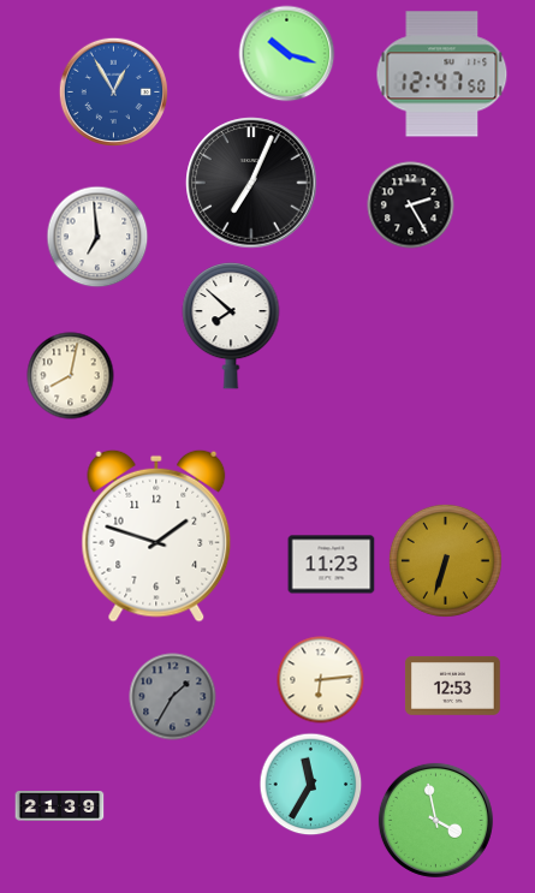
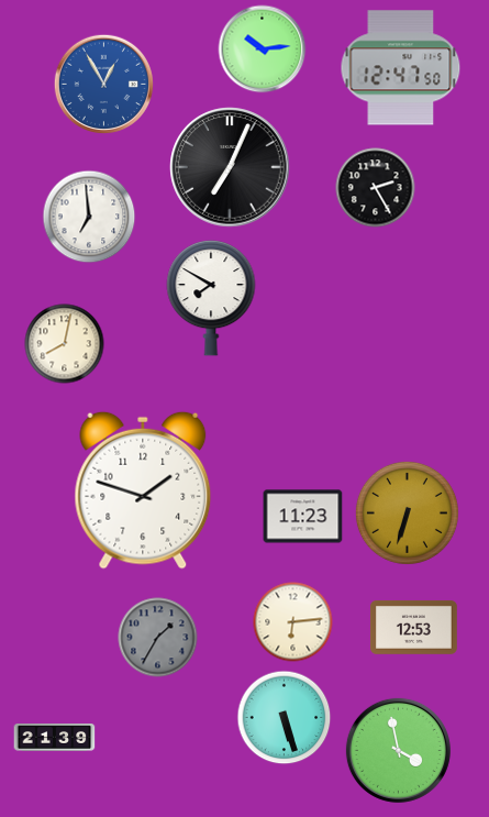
clock at (287, 54): 10:18 -> 10:14
clock at (442, 75) position: (442, 75) -> (401, 68)
clock at (231, 326): 7:52 -> 7:50
clock at (311, 785): 11:35 -> 5:27
